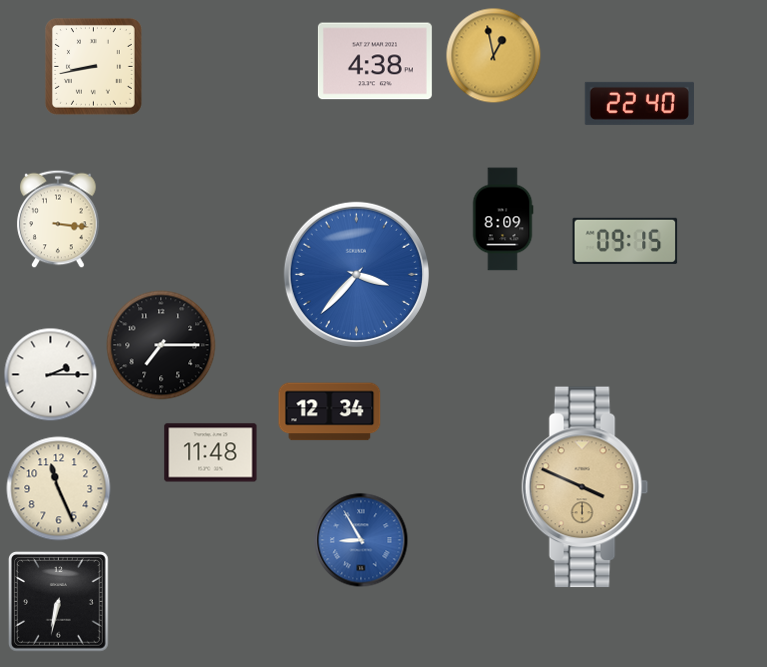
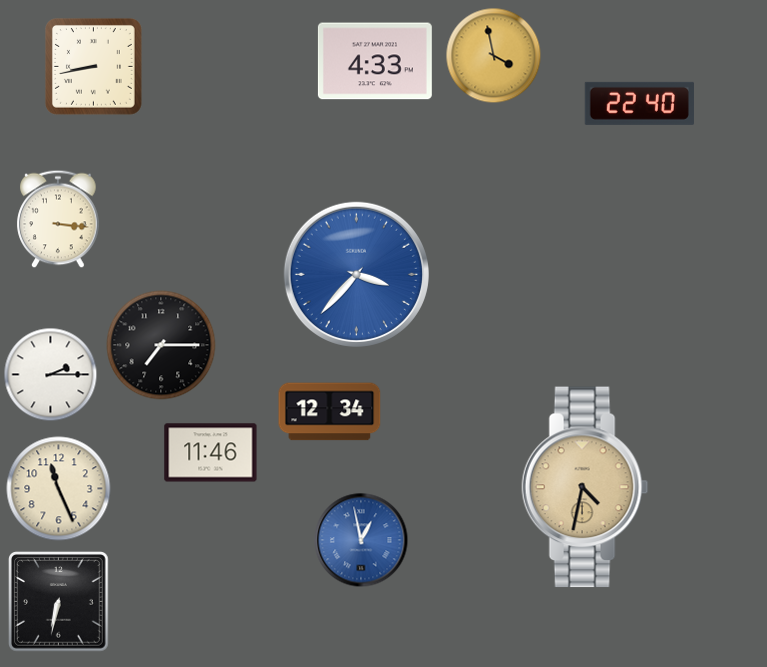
clock at (494, 56): 12:58 -> 3:58
clock at (375, 61): 4:38 -> 4:33
clock at (503, 219): 8:09 -> none
clock at (625, 241): 09:15 -> none
clock at (211, 453): 11:48 -> 11:46
clock at (585, 487): 3:49 -> 4:32
clock at (361, 540): 8:55 -> 12:58
